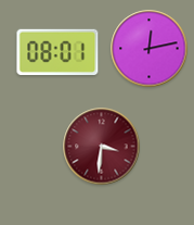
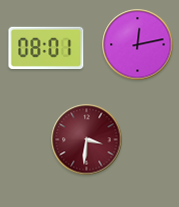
clock at (57, 51) position: (57, 51) -> (46, 47)
clock at (102, 147) position: (102, 147) -> (87, 140)
